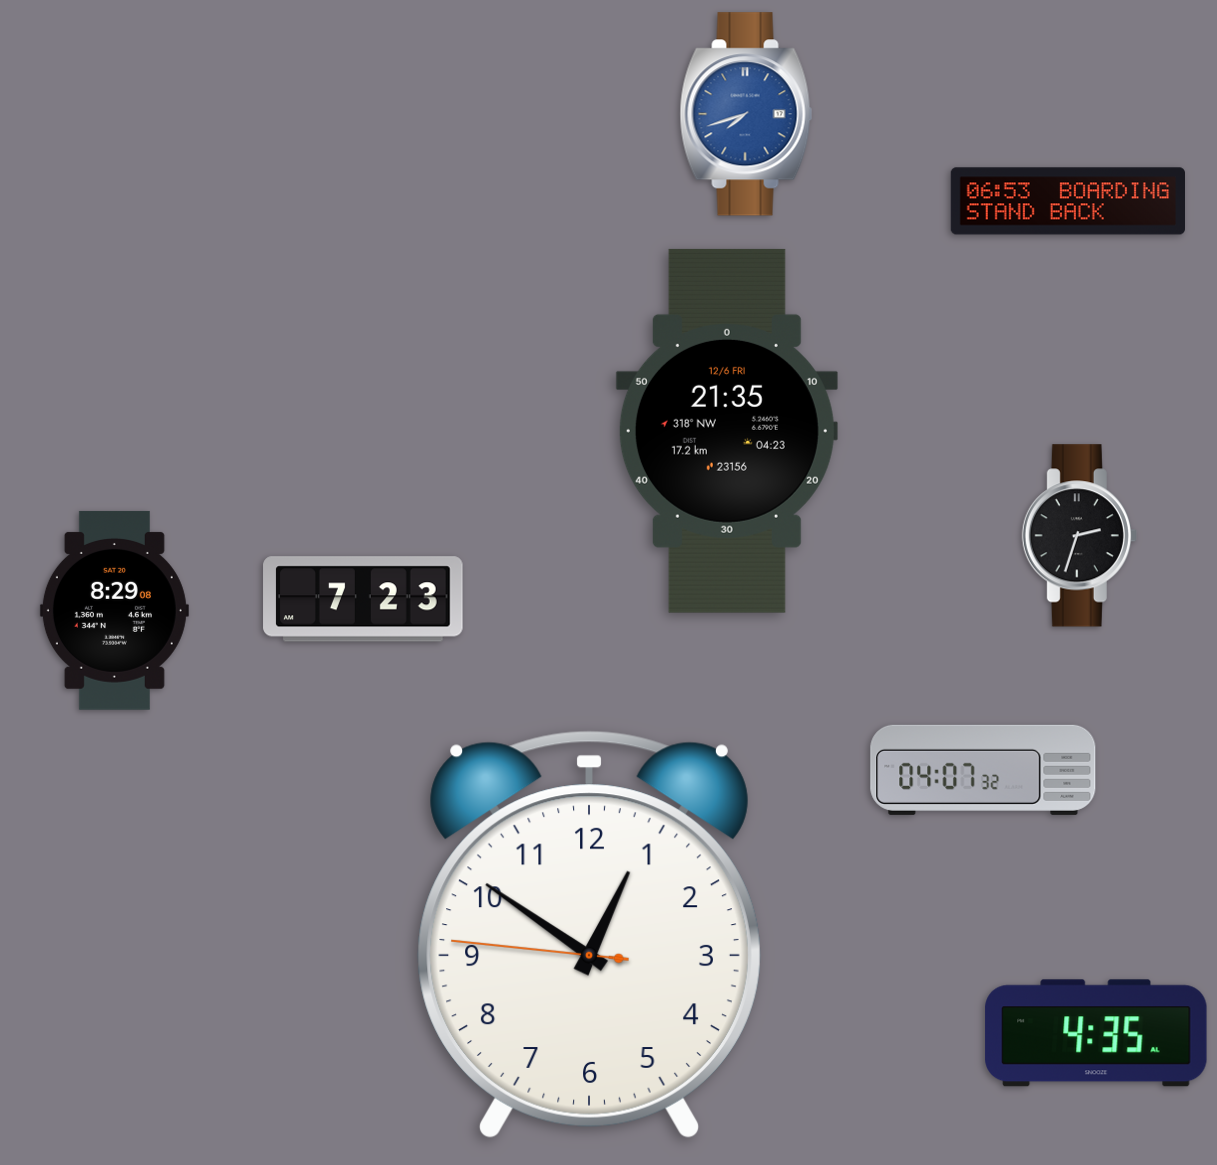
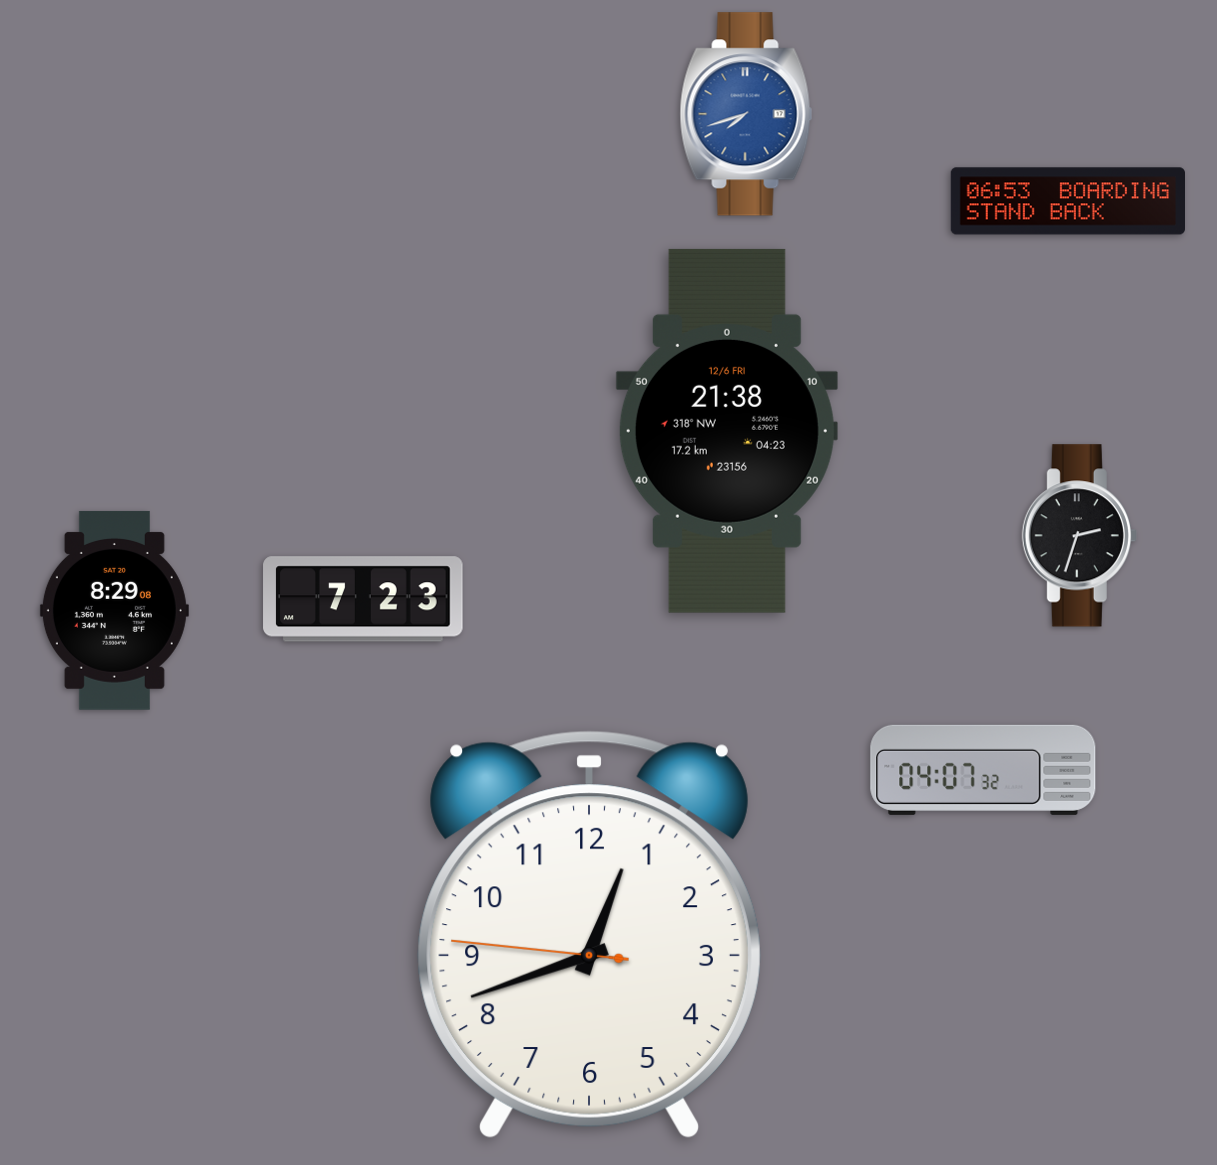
clock at (727, 431): 21:35 -> 21:38
clock at (589, 935): 12:50 -> 12:41
clock at (1096, 1033): 4:35 -> none
